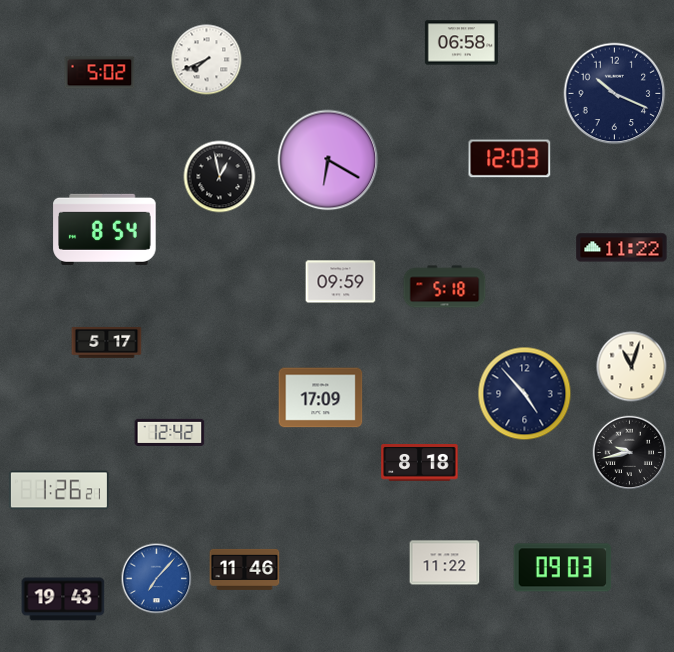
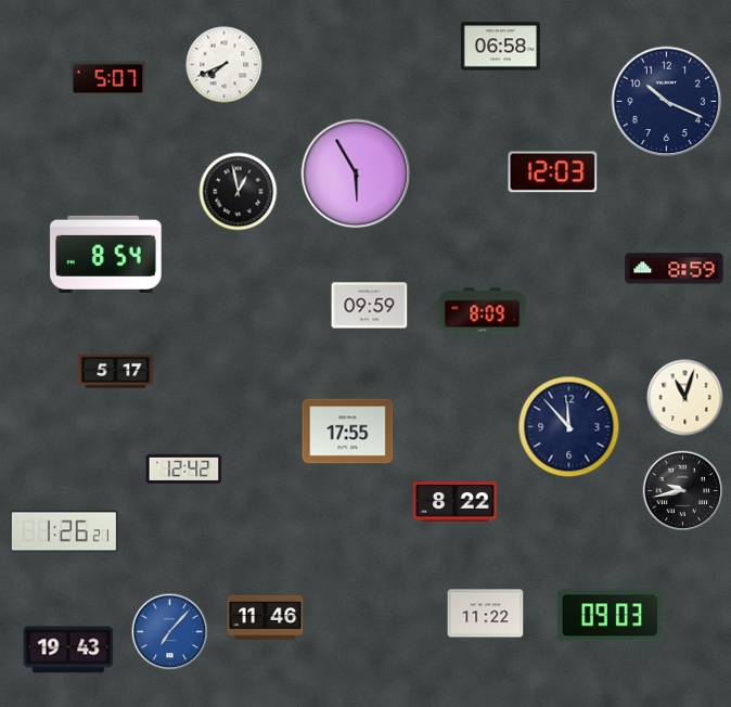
clock at (100, 73): 5:02 -> 5:07
clock at (328, 160): 6:20 -> 5:55
clock at (105, 229) position: (105, 229) -> (106, 254)
clock at (622, 248): 11:22 -> 8:59
clock at (445, 287): 5:18 -> 8:09
clock at (525, 394): 4:53 -> 11:53
clock at (321, 398): 17:09 -> 17:55
clock at (420, 463): 8:18 -> 8:22
clock at (445, 563) position: (445, 563) -> (486, 614)
clock at (157, 579) position: (157, 579) -> (170, 632)
